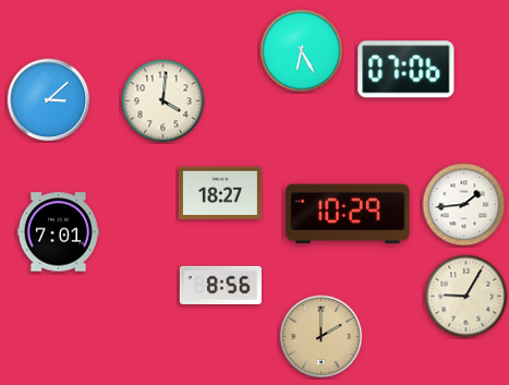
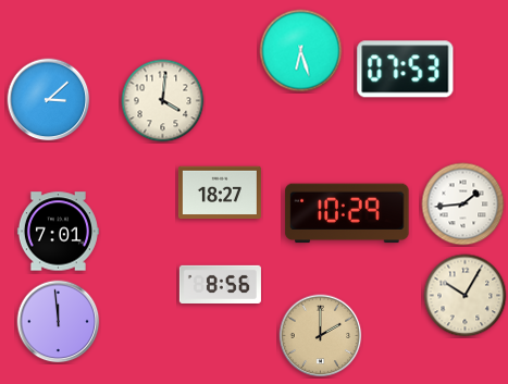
clock at (302, 51): 6:25 -> 6:27
clock at (407, 70): 07:06 -> 07:53
clock at (466, 297): 9:05 -> 10:05
clock at (59, 322): none -> 11:59
